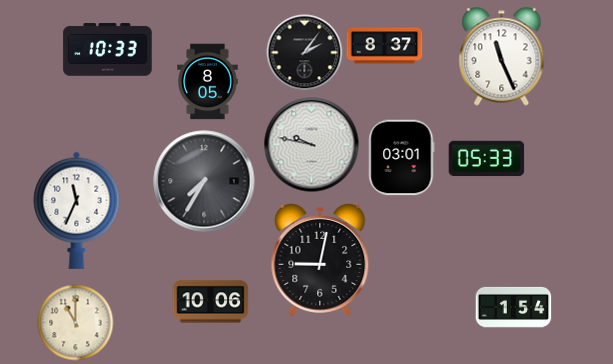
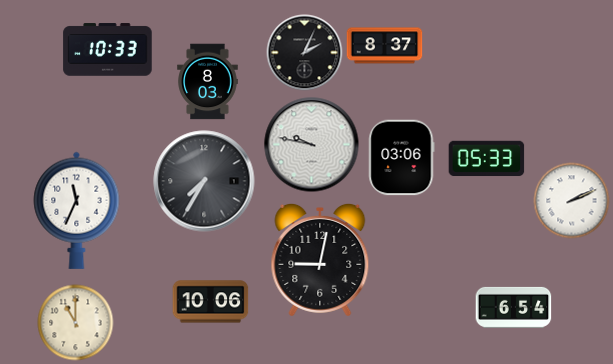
clock at (305, 53): 2:06 -> 2:04
clock at (502, 57): 11:26 -> none
clock at (208, 82): 8:05 -> 8:03
clock at (402, 158): 03:01 -> 03:06
clock at (572, 201): none -> 2:11
clock at (514, 307): 1:54 -> 6:54
